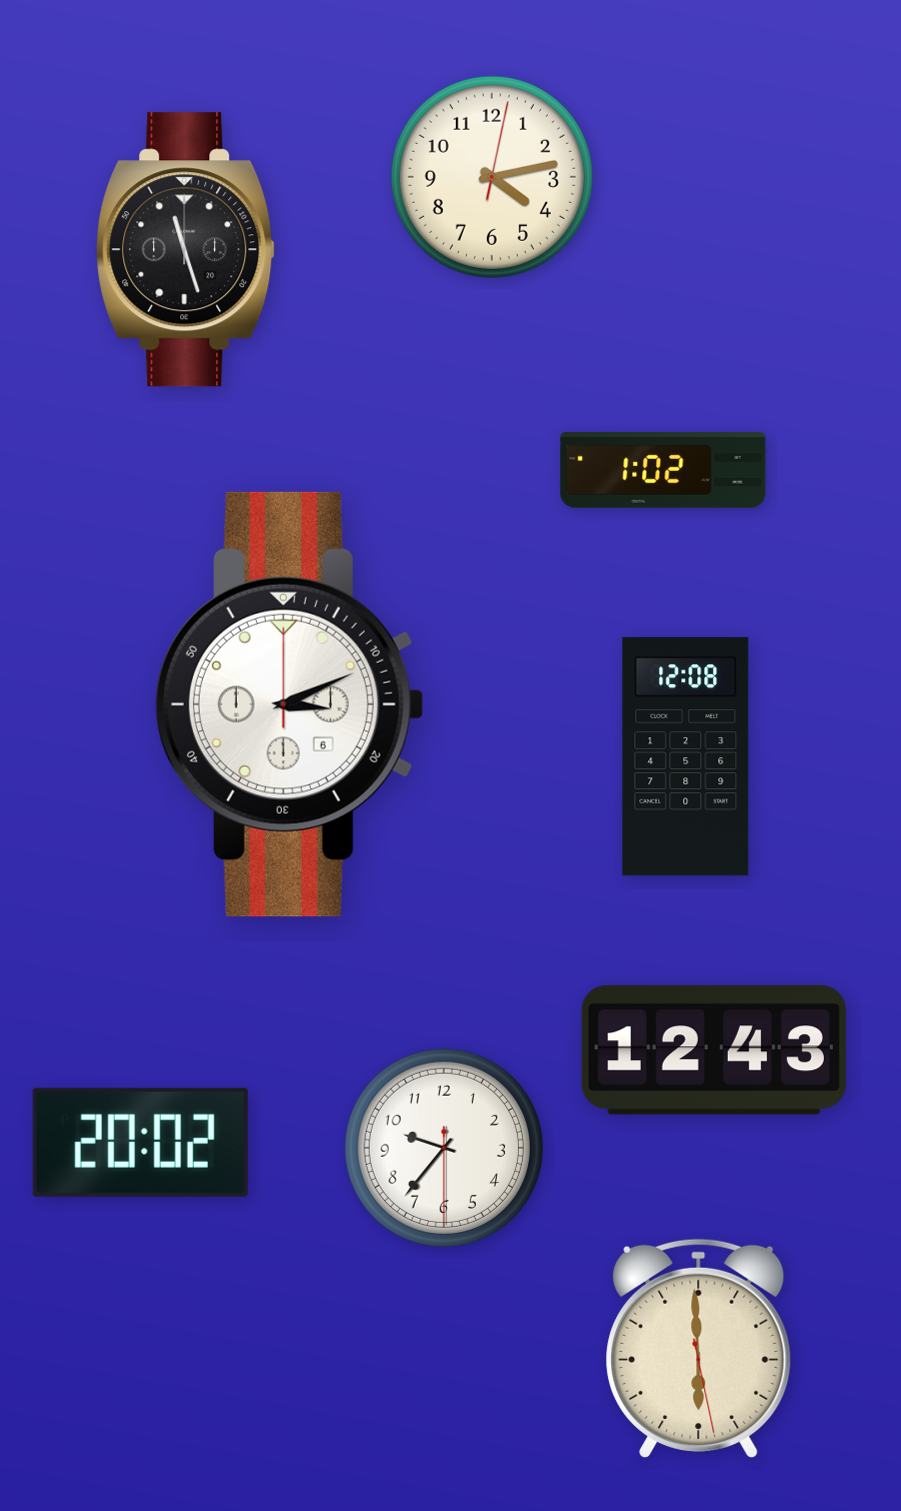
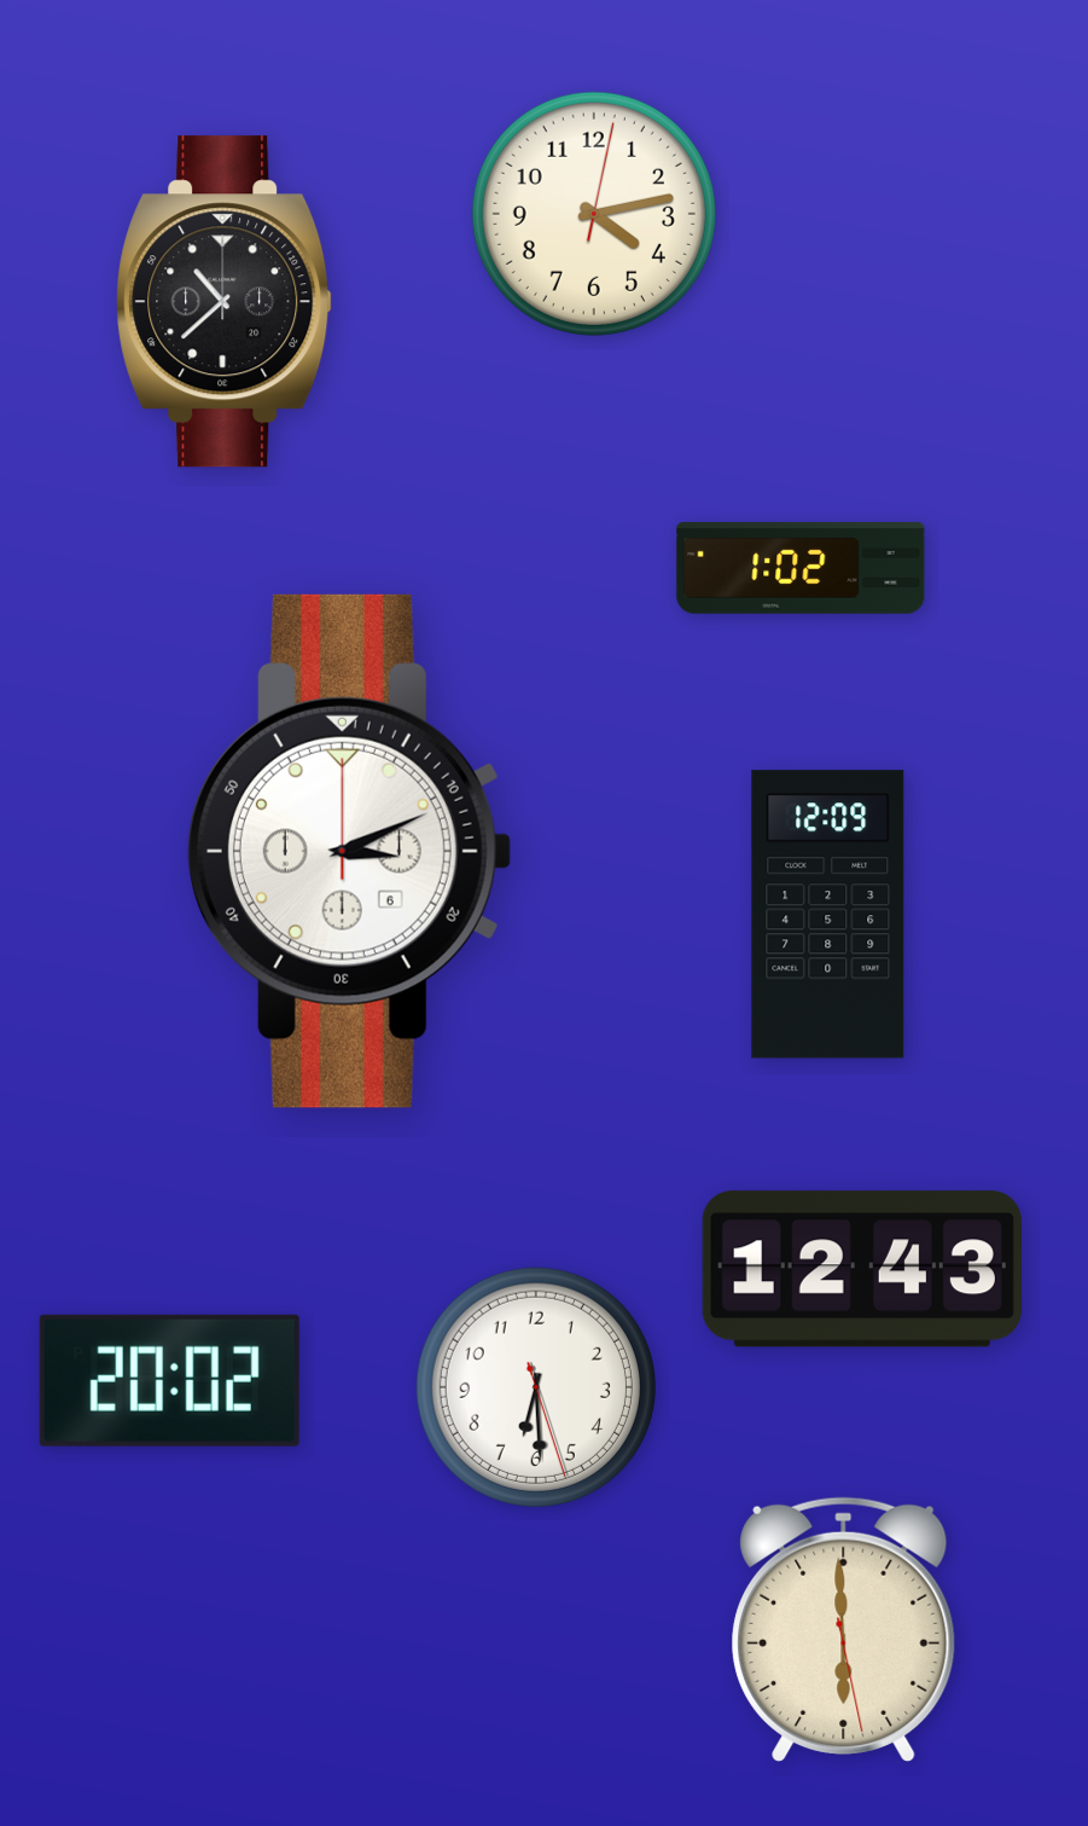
clock at (186, 250): 11:27 -> 10:38
clock at (686, 757): 12:08 -> 12:09
clock at (444, 1148): 9:36 -> 6:29
